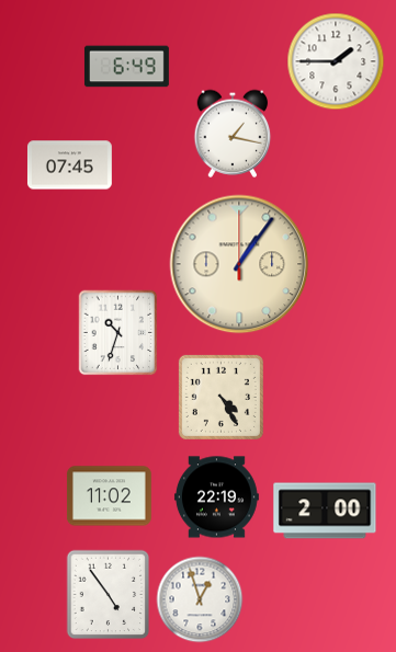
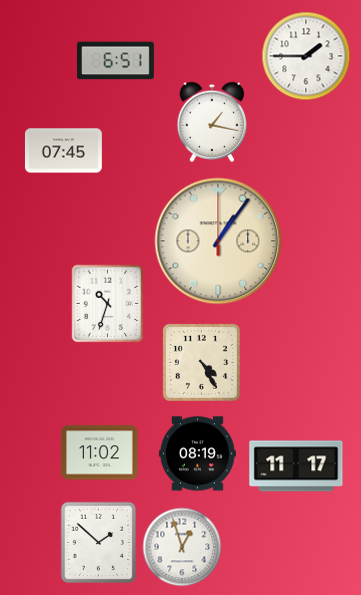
clock at (126, 67): 6:49 -> 6:51
clock at (216, 497): 22:19 -> 08:19
clock at (325, 511): 2:00 -> 11:17
clock at (109, 594): 4:54 -> 1:52
